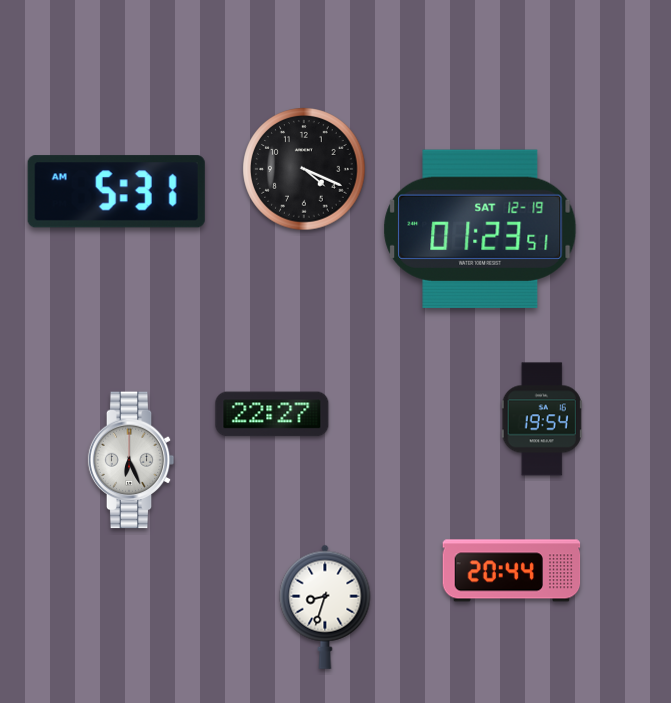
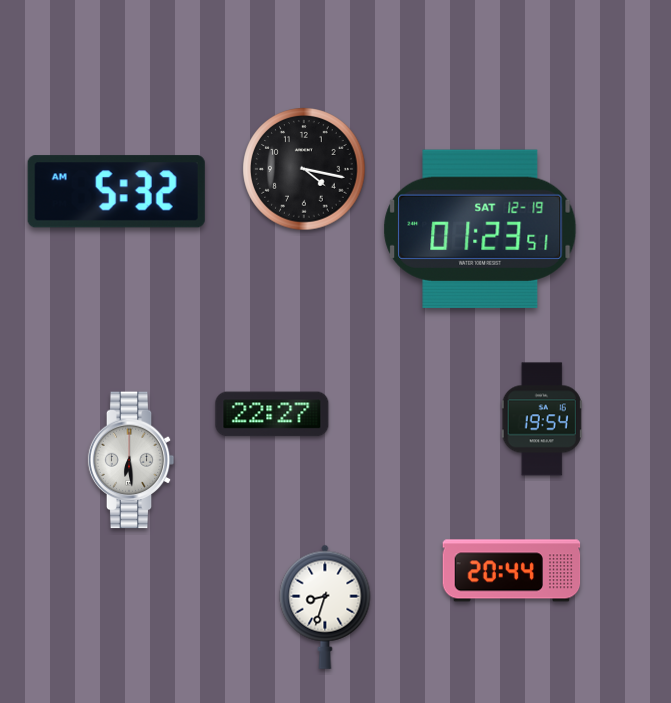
clock at (304, 169): 4:19 -> 4:17
clock at (116, 192): 5:31 -> 5:32
clock at (131, 460): 6:26 -> 6:29
